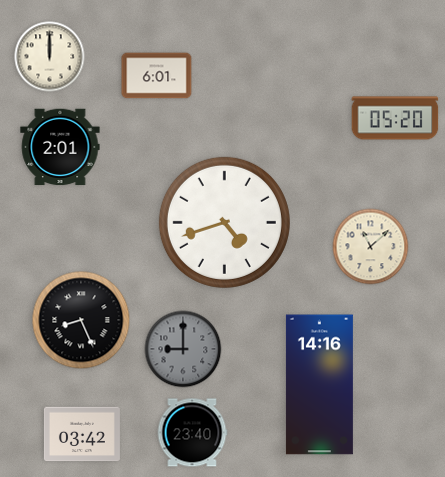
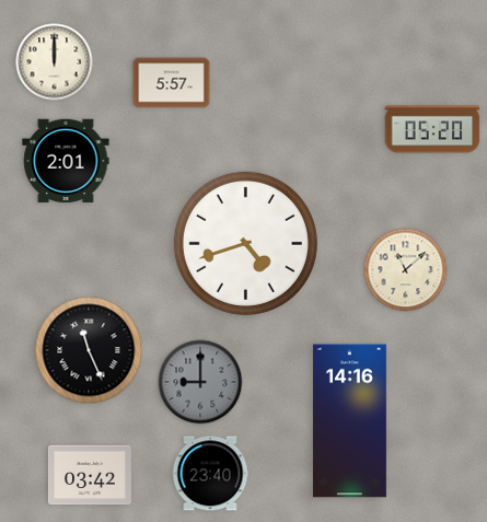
clock at (157, 76): 6:01 -> 5:57
clock at (81, 320): 8:26 -> 11:26
